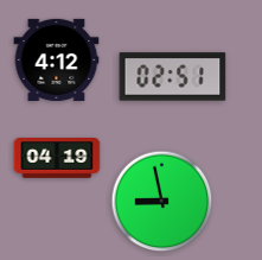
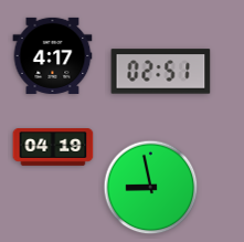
clock at (57, 59): 4:12 -> 4:17
